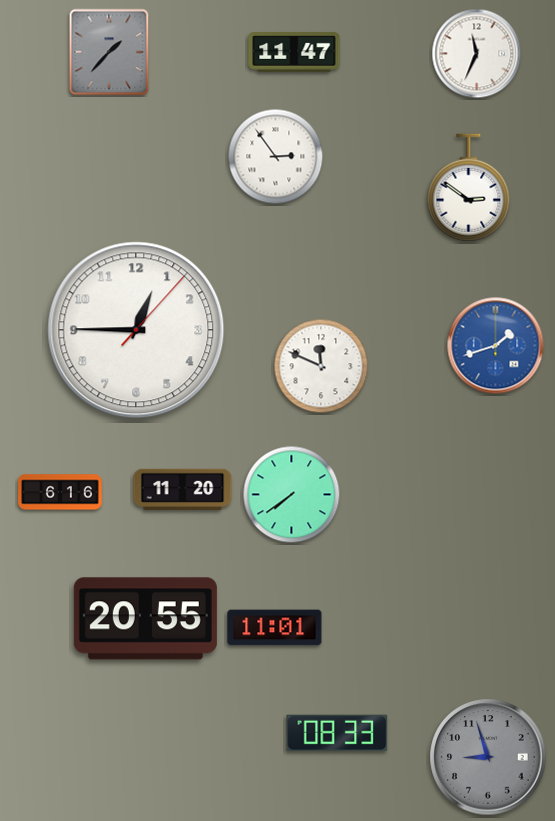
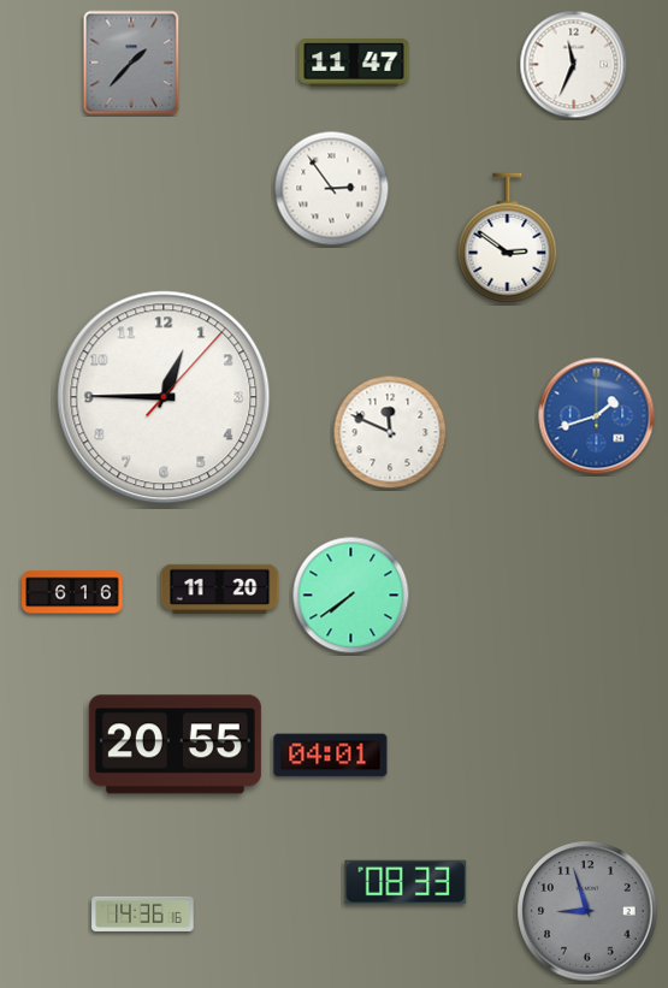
clock at (469, 188) position: (469, 188) -> (508, 238)
clock at (321, 366) position: (321, 366) -> (390, 432)
clock at (275, 628): 11:01 -> 04:01
clock at (143, 913): none -> 14:36
